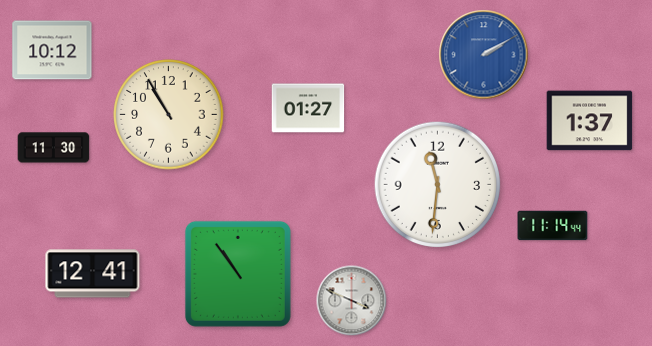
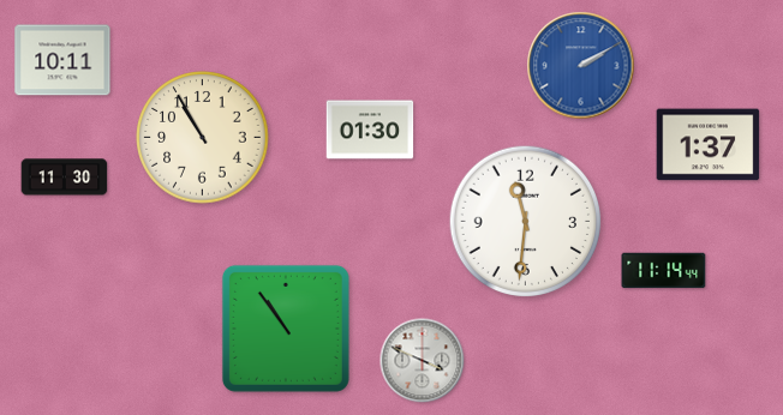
clock at (52, 50): 10:12 -> 10:11
clock at (308, 108): 01:27 -> 01:30
clock at (93, 274): 12:41 -> none
